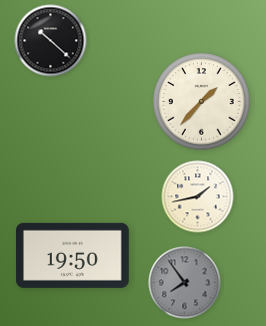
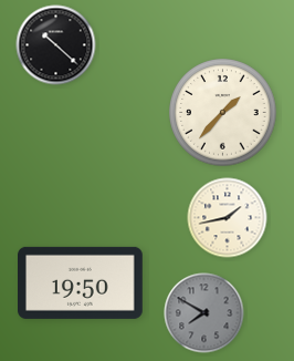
clock at (198, 197) position: (198, 197) -> (228, 218)
clock at (185, 283): 7:54 -> 7:50
